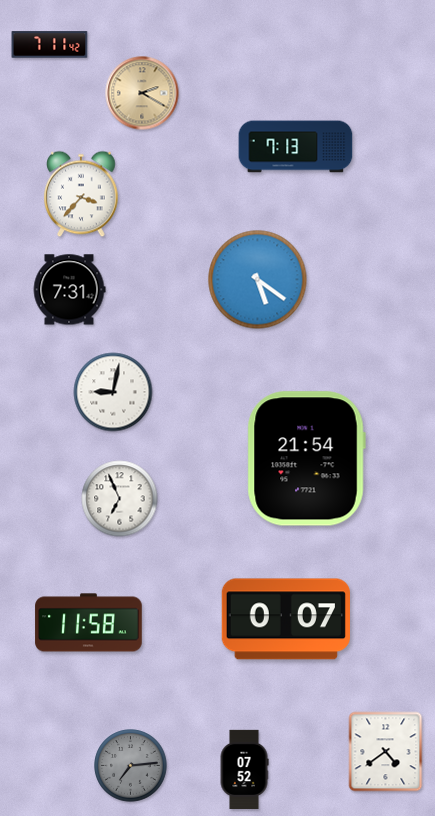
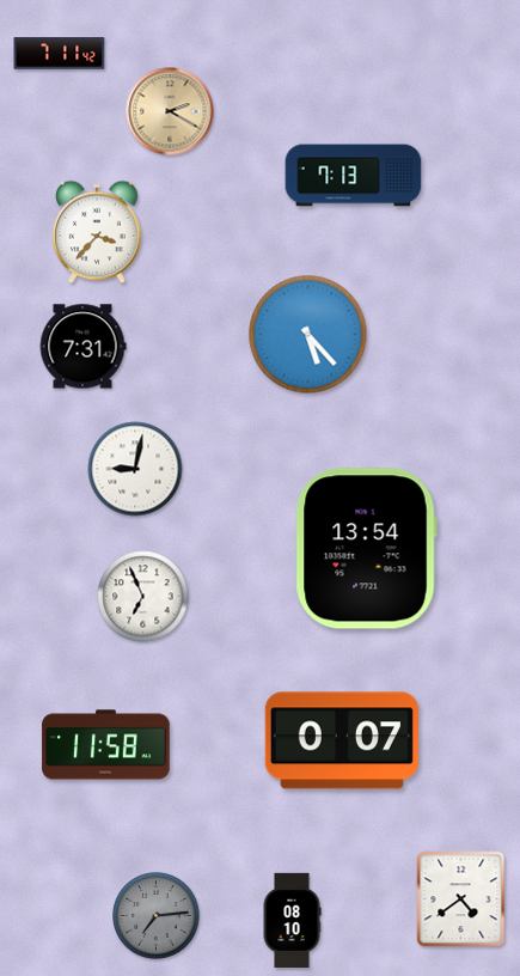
clock at (258, 280): 5:21 -> 5:23
clock at (306, 459): 21:54 -> 13:54
clock at (244, 769): 07:52 -> 08:10
